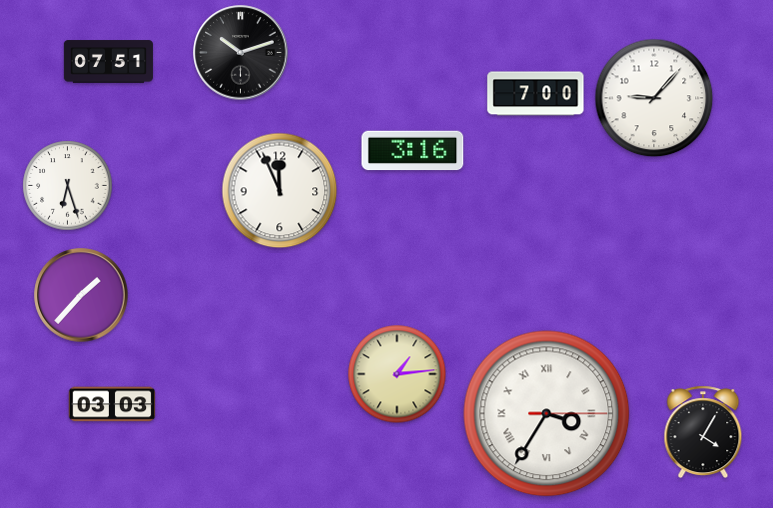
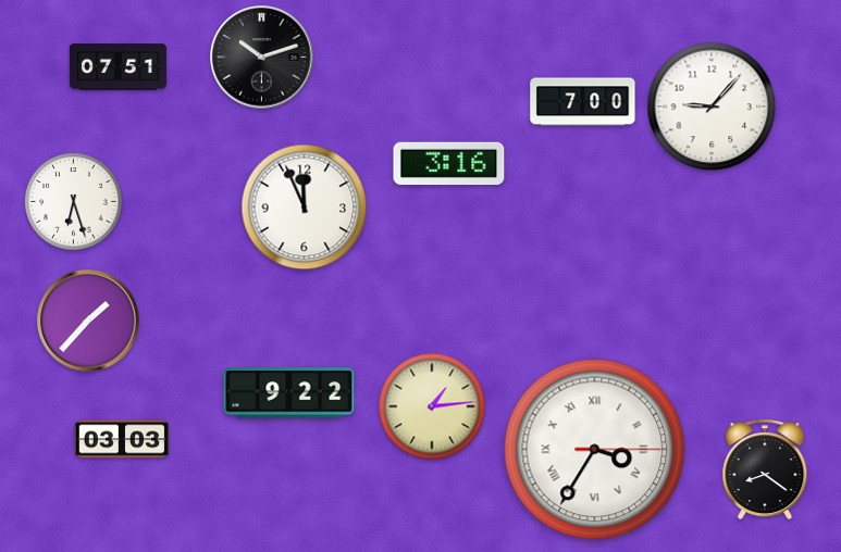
clock at (289, 393): none -> 9:22
clock at (703, 432): 4:05 -> 8:21
